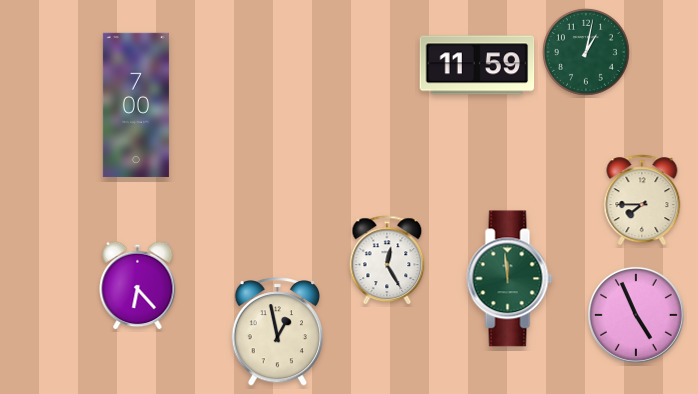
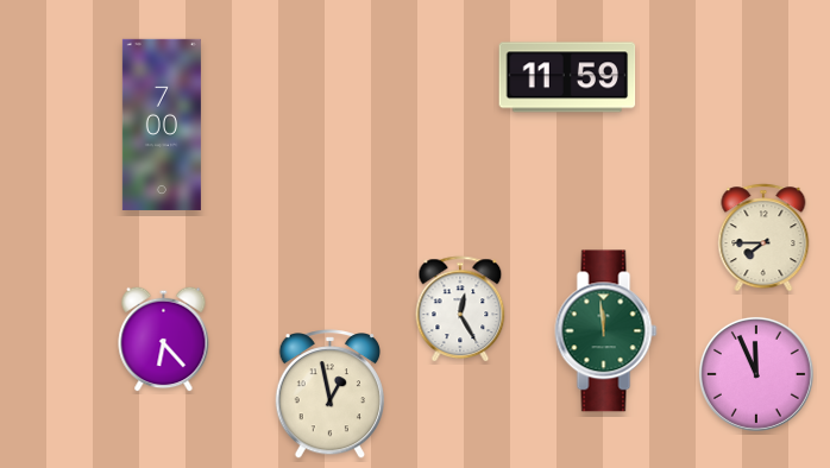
clock at (586, 52): 1:02 -> none
clock at (636, 315): 4:56 -> 11:56
